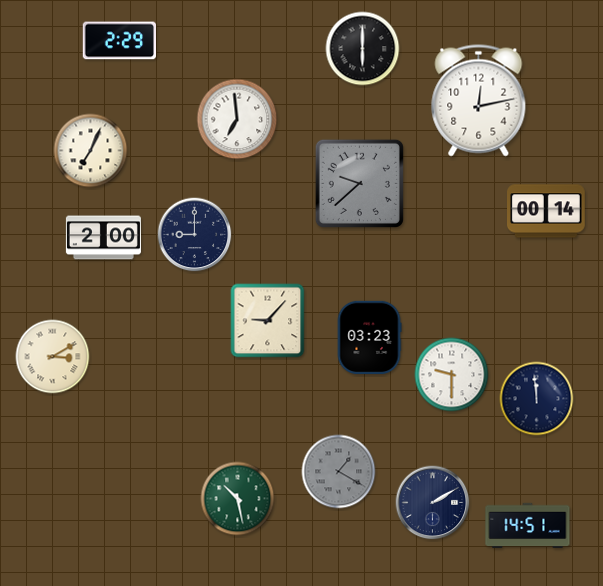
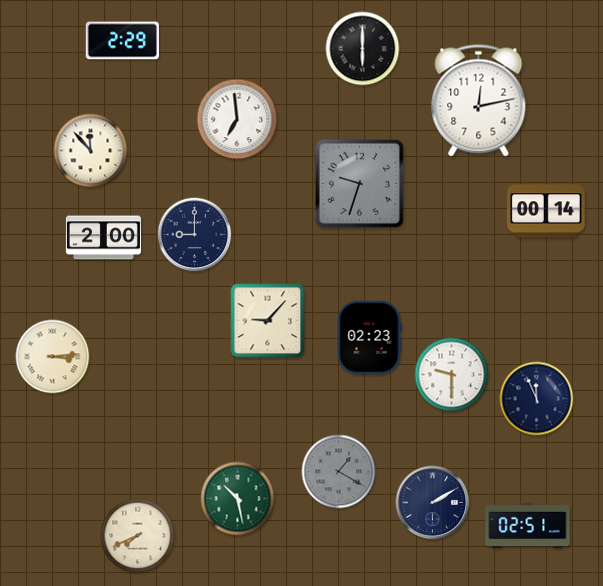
clock at (119, 41) position: (119, 41) -> (122, 41)
clock at (91, 151): 7:04 -> 11:53
clock at (359, 183): 9:38 -> 9:33
clock at (369, 338): 03:23 -> 02:23
clock at (53, 357): 3:10 -> 3:14
clock at (537, 399): 11:59 -> 11:56
clock at (528, 526): 14:51 -> 02:51
clock at (138, 536): none -> 7:41
